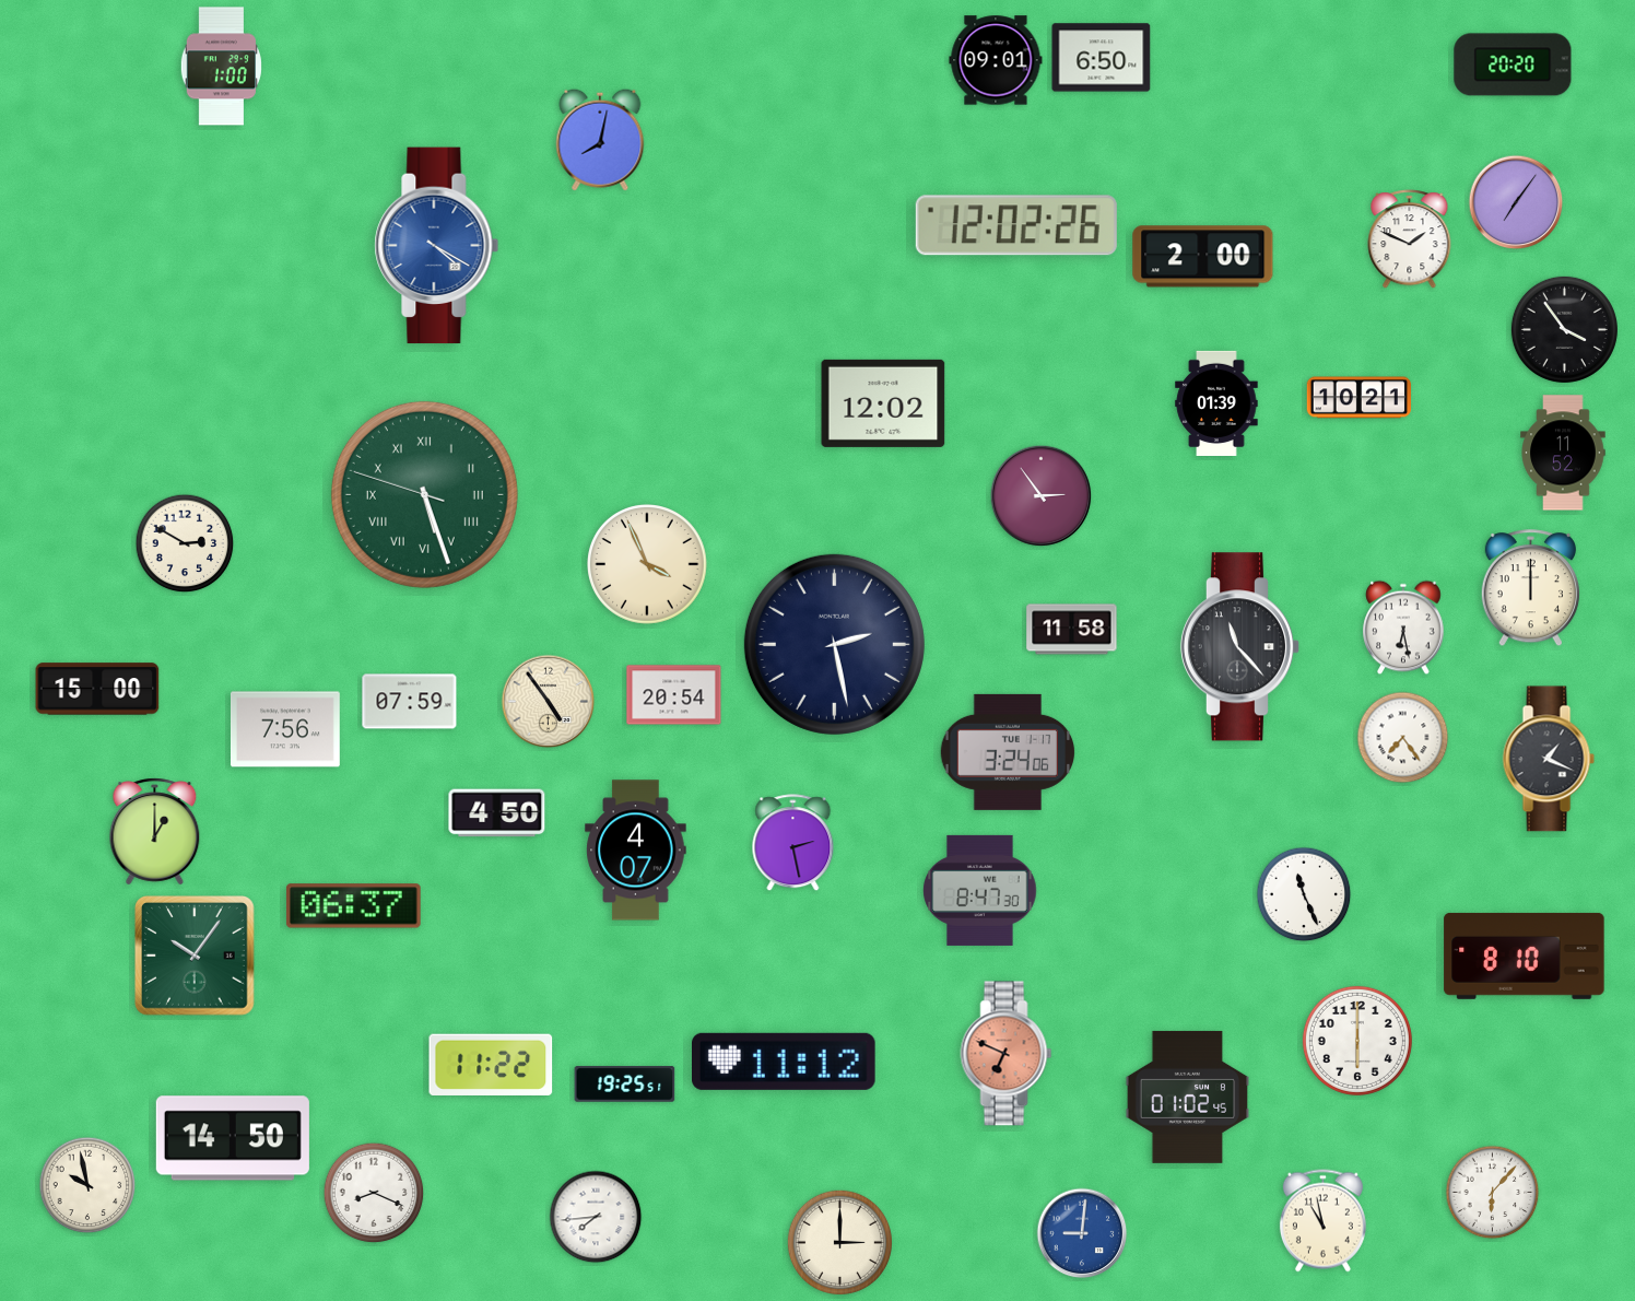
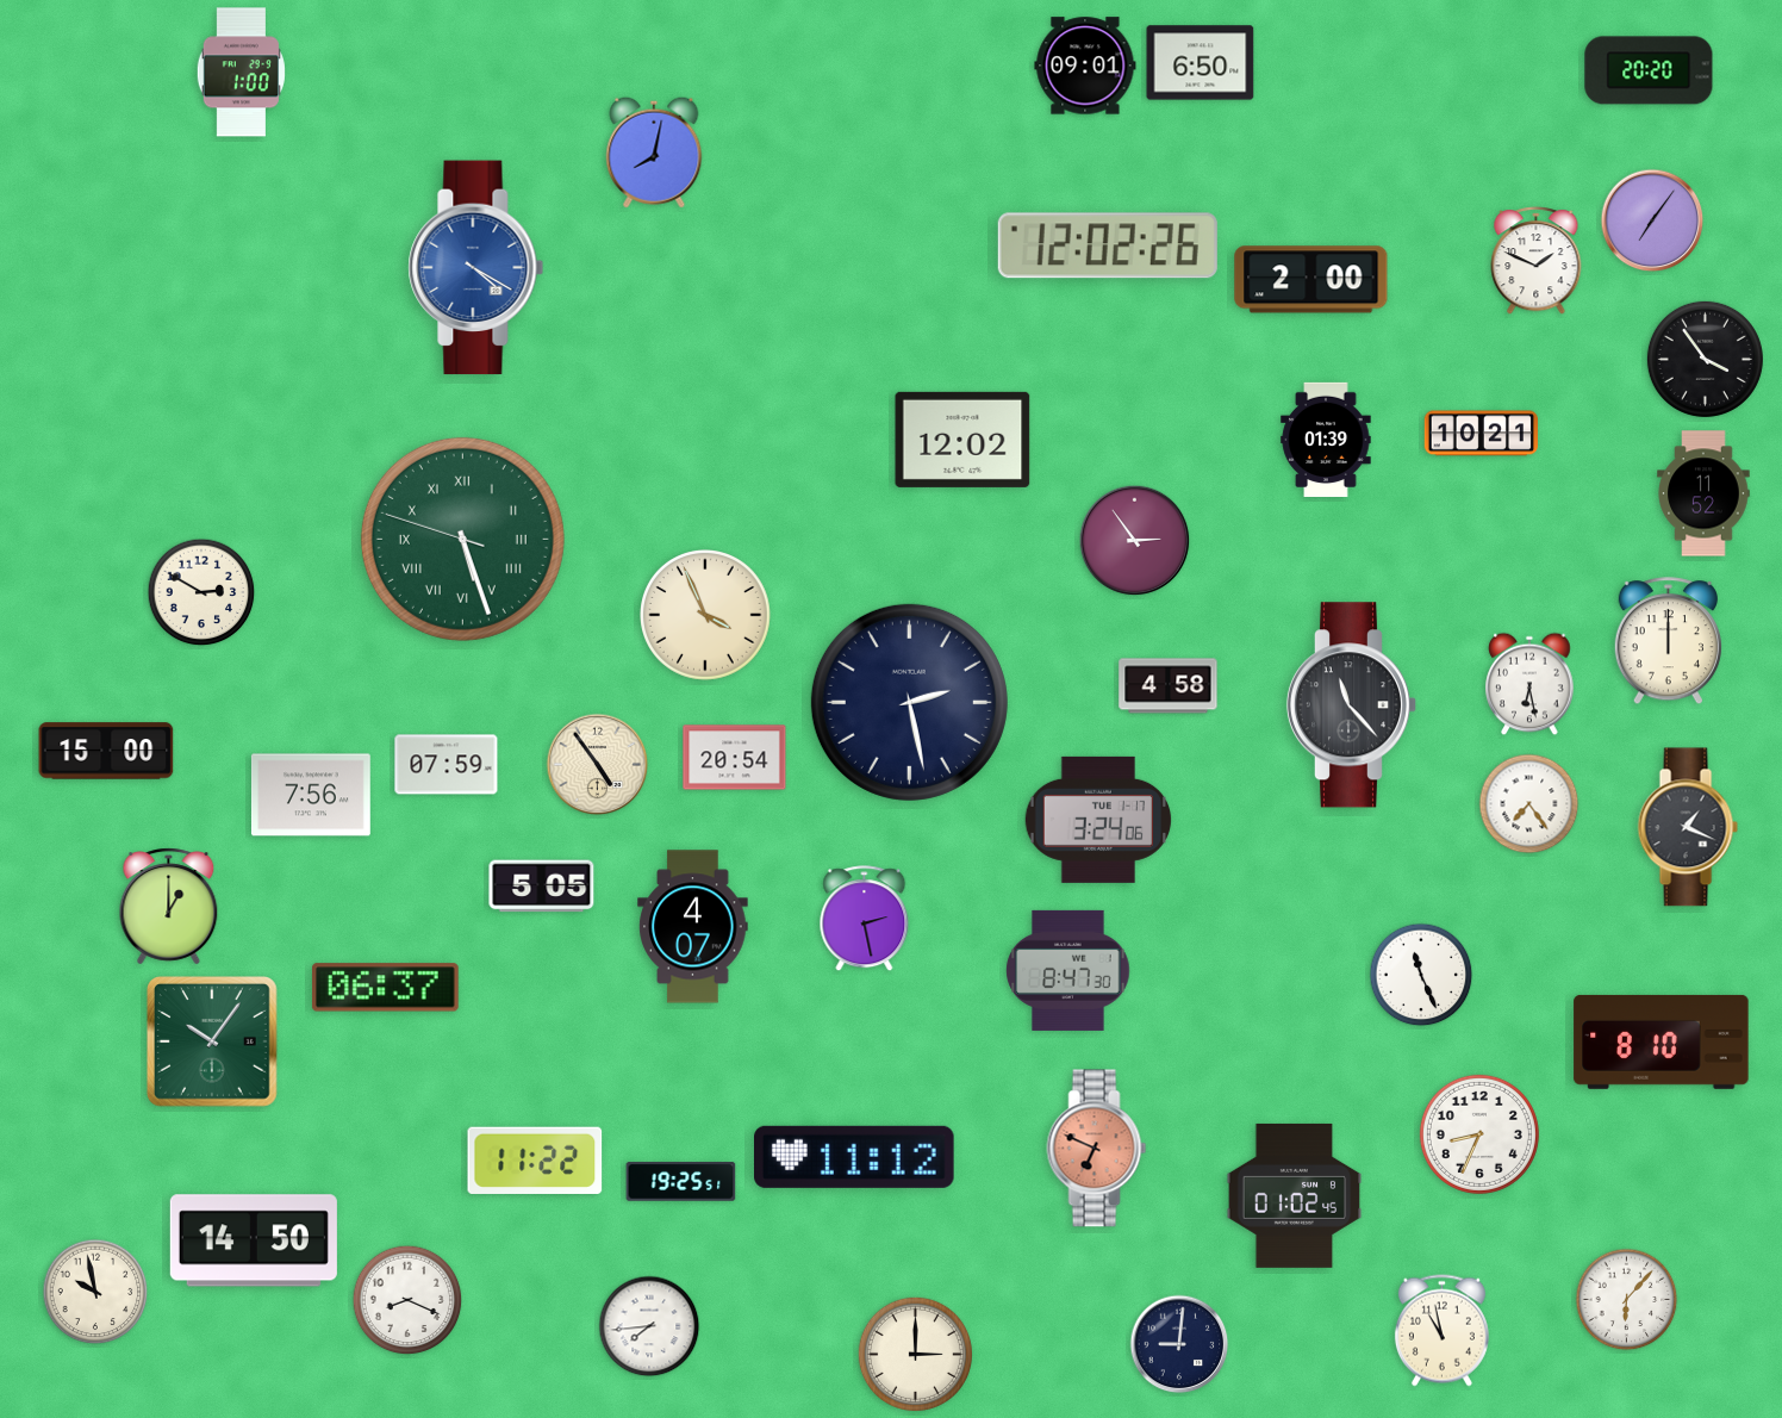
clock at (1072, 630): 11:58 -> 4:58
clock at (497, 813): 4:50 -> 5:05
clock at (1357, 1041): 6:00 -> 8:34
clock at (1082, 1233) dial: blue -> navy
